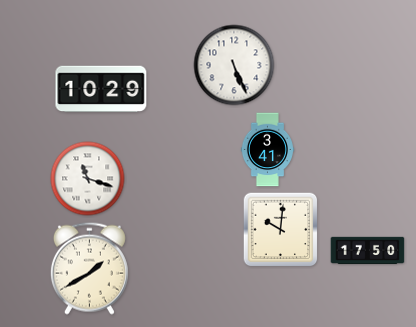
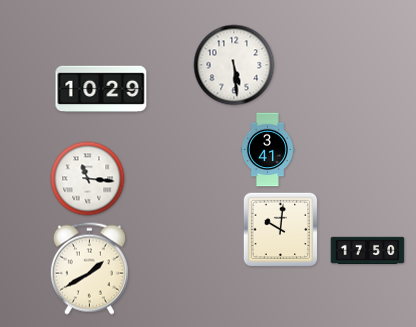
clock at (234, 65): 5:26 -> 5:29
clock at (88, 179): 11:18 -> 11:16
